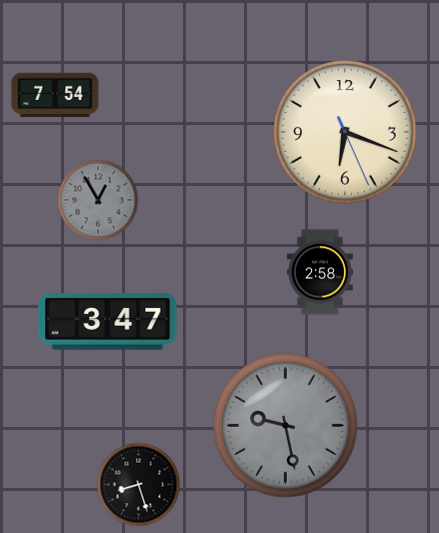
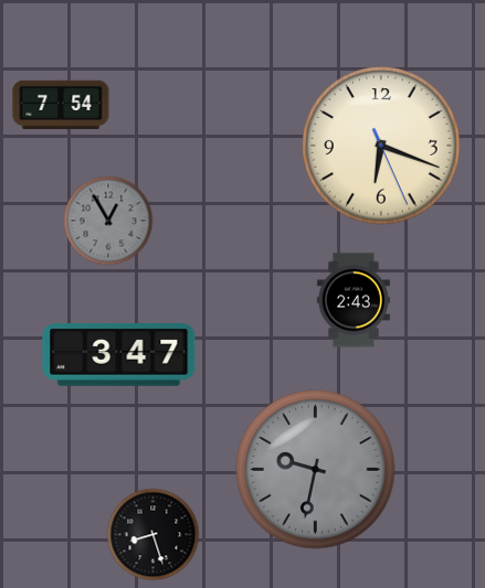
clock at (320, 272): 2:58 -> 2:43
clock at (286, 426): 9:28 -> 9:32
